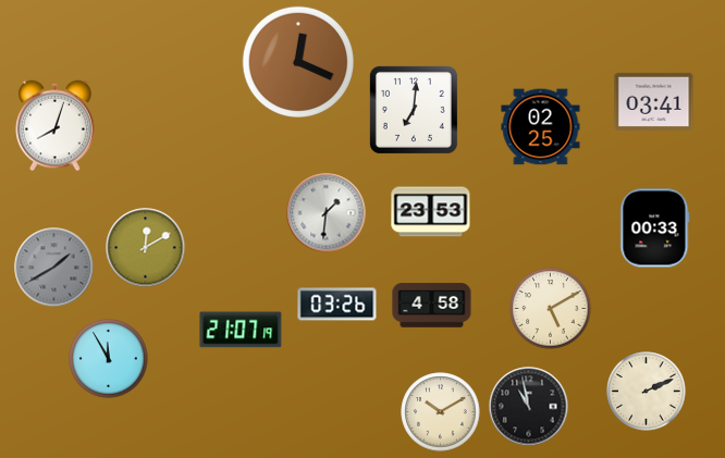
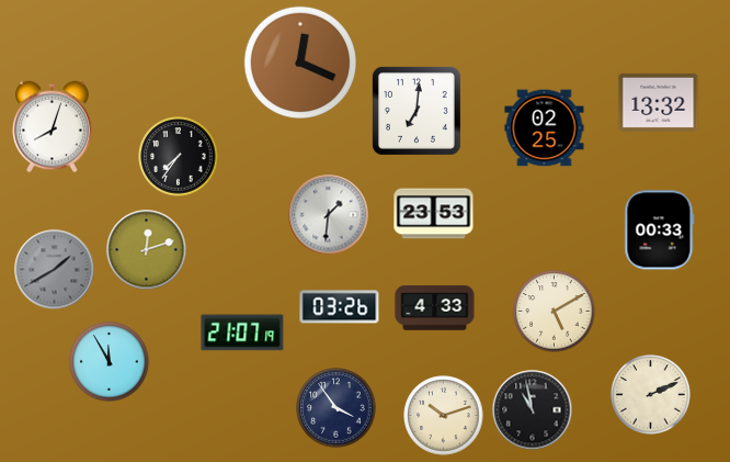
clock at (654, 101): 03:41 -> 13:32
clock at (56, 126) position: (56, 126) -> (53, 127)
clock at (179, 157): none -> 7:36
clock at (146, 248): 12:10 -> 12:12
clock at (432, 306): 4:58 -> 4:33
clock at (337, 408): none -> 3:54
clock at (441, 412): 10:10 -> 10:12
